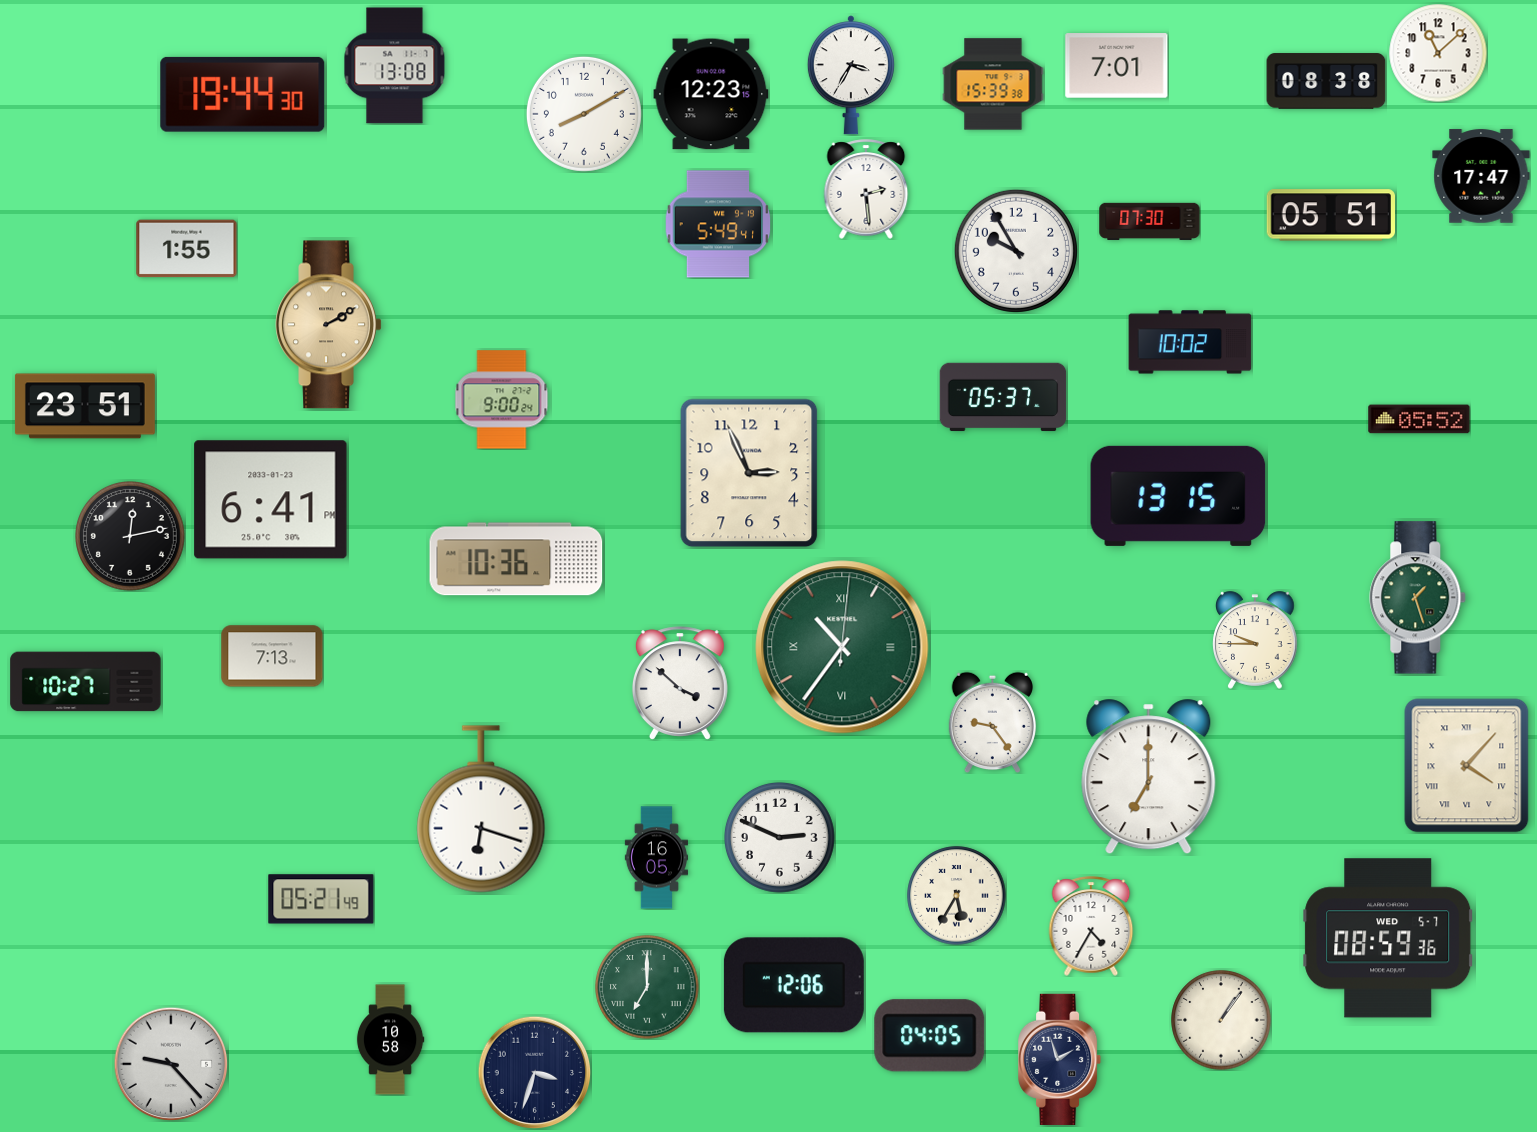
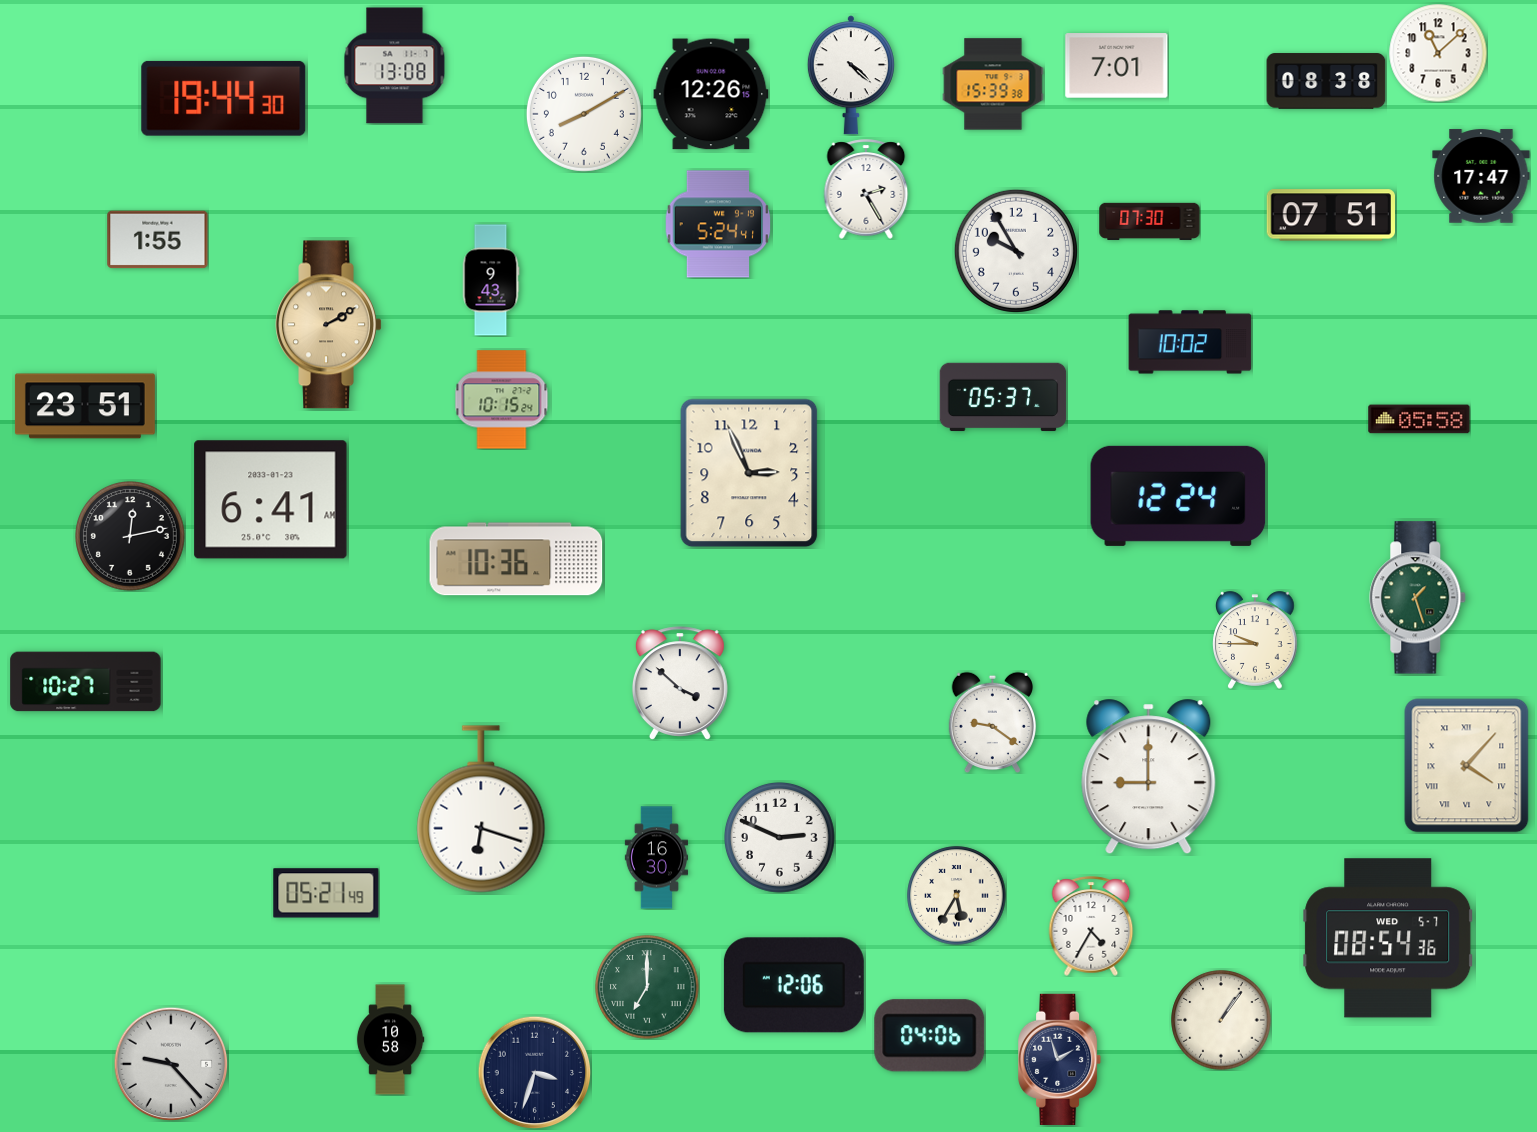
clock at (851, 75): 3:35 -> 4:22
clock at (243, 94) position: (243, 94) -> (224, 98)
clock at (711, 94): 12:23 -> 12:26
clock at (866, 189): 2:29 -> 2:25
clock at (1330, 215): 05:51 -> 07:51
clock at (718, 224): 5:49 -> 5:24
clock at (187, 249) position: (187, 249) -> (158, 240)
clock at (491, 280): none -> 9:43
clock at (502, 400): 9:00 -> 10:15
clock at (1419, 419): 05:52 -> 05:58
clock at (1178, 496): 13:15 -> 12:24
clock at (271, 500): 6:41 PM -> 6:41 AM
clock at (842, 647): 10:36 -> none
clock at (272, 656): 7:13 -> none
clock at (992, 722): 9:24 -> 9:21
clock at (1149, 777): 7:00 -> 9:00
clock at (656, 858): 16:05 -> 16:30
clock at (321, 899) position: (321, 899) -> (326, 893)
clock at (1388, 938): 08:59 -> 08:54
clock at (930, 1036): 04:05 -> 04:06
